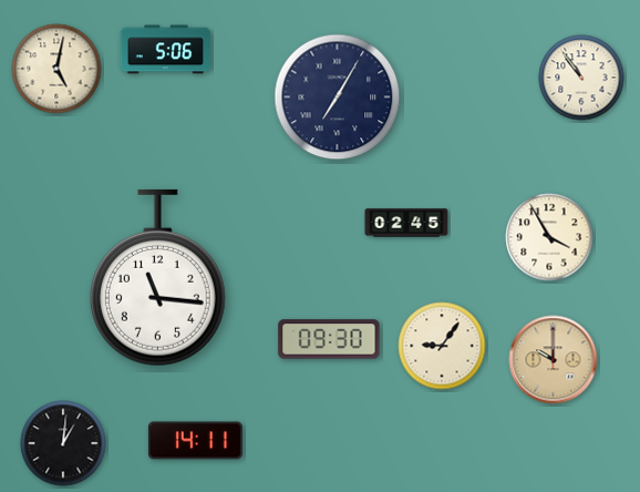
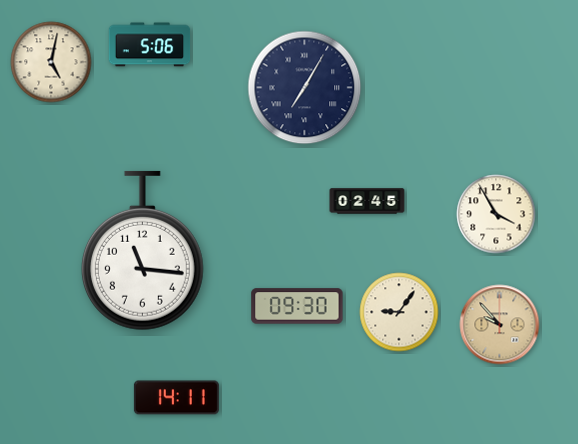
clock at (581, 78): 10:54 -> none
clock at (554, 360): 10:00 -> 9:53
clock at (63, 443): 1:01 -> none
